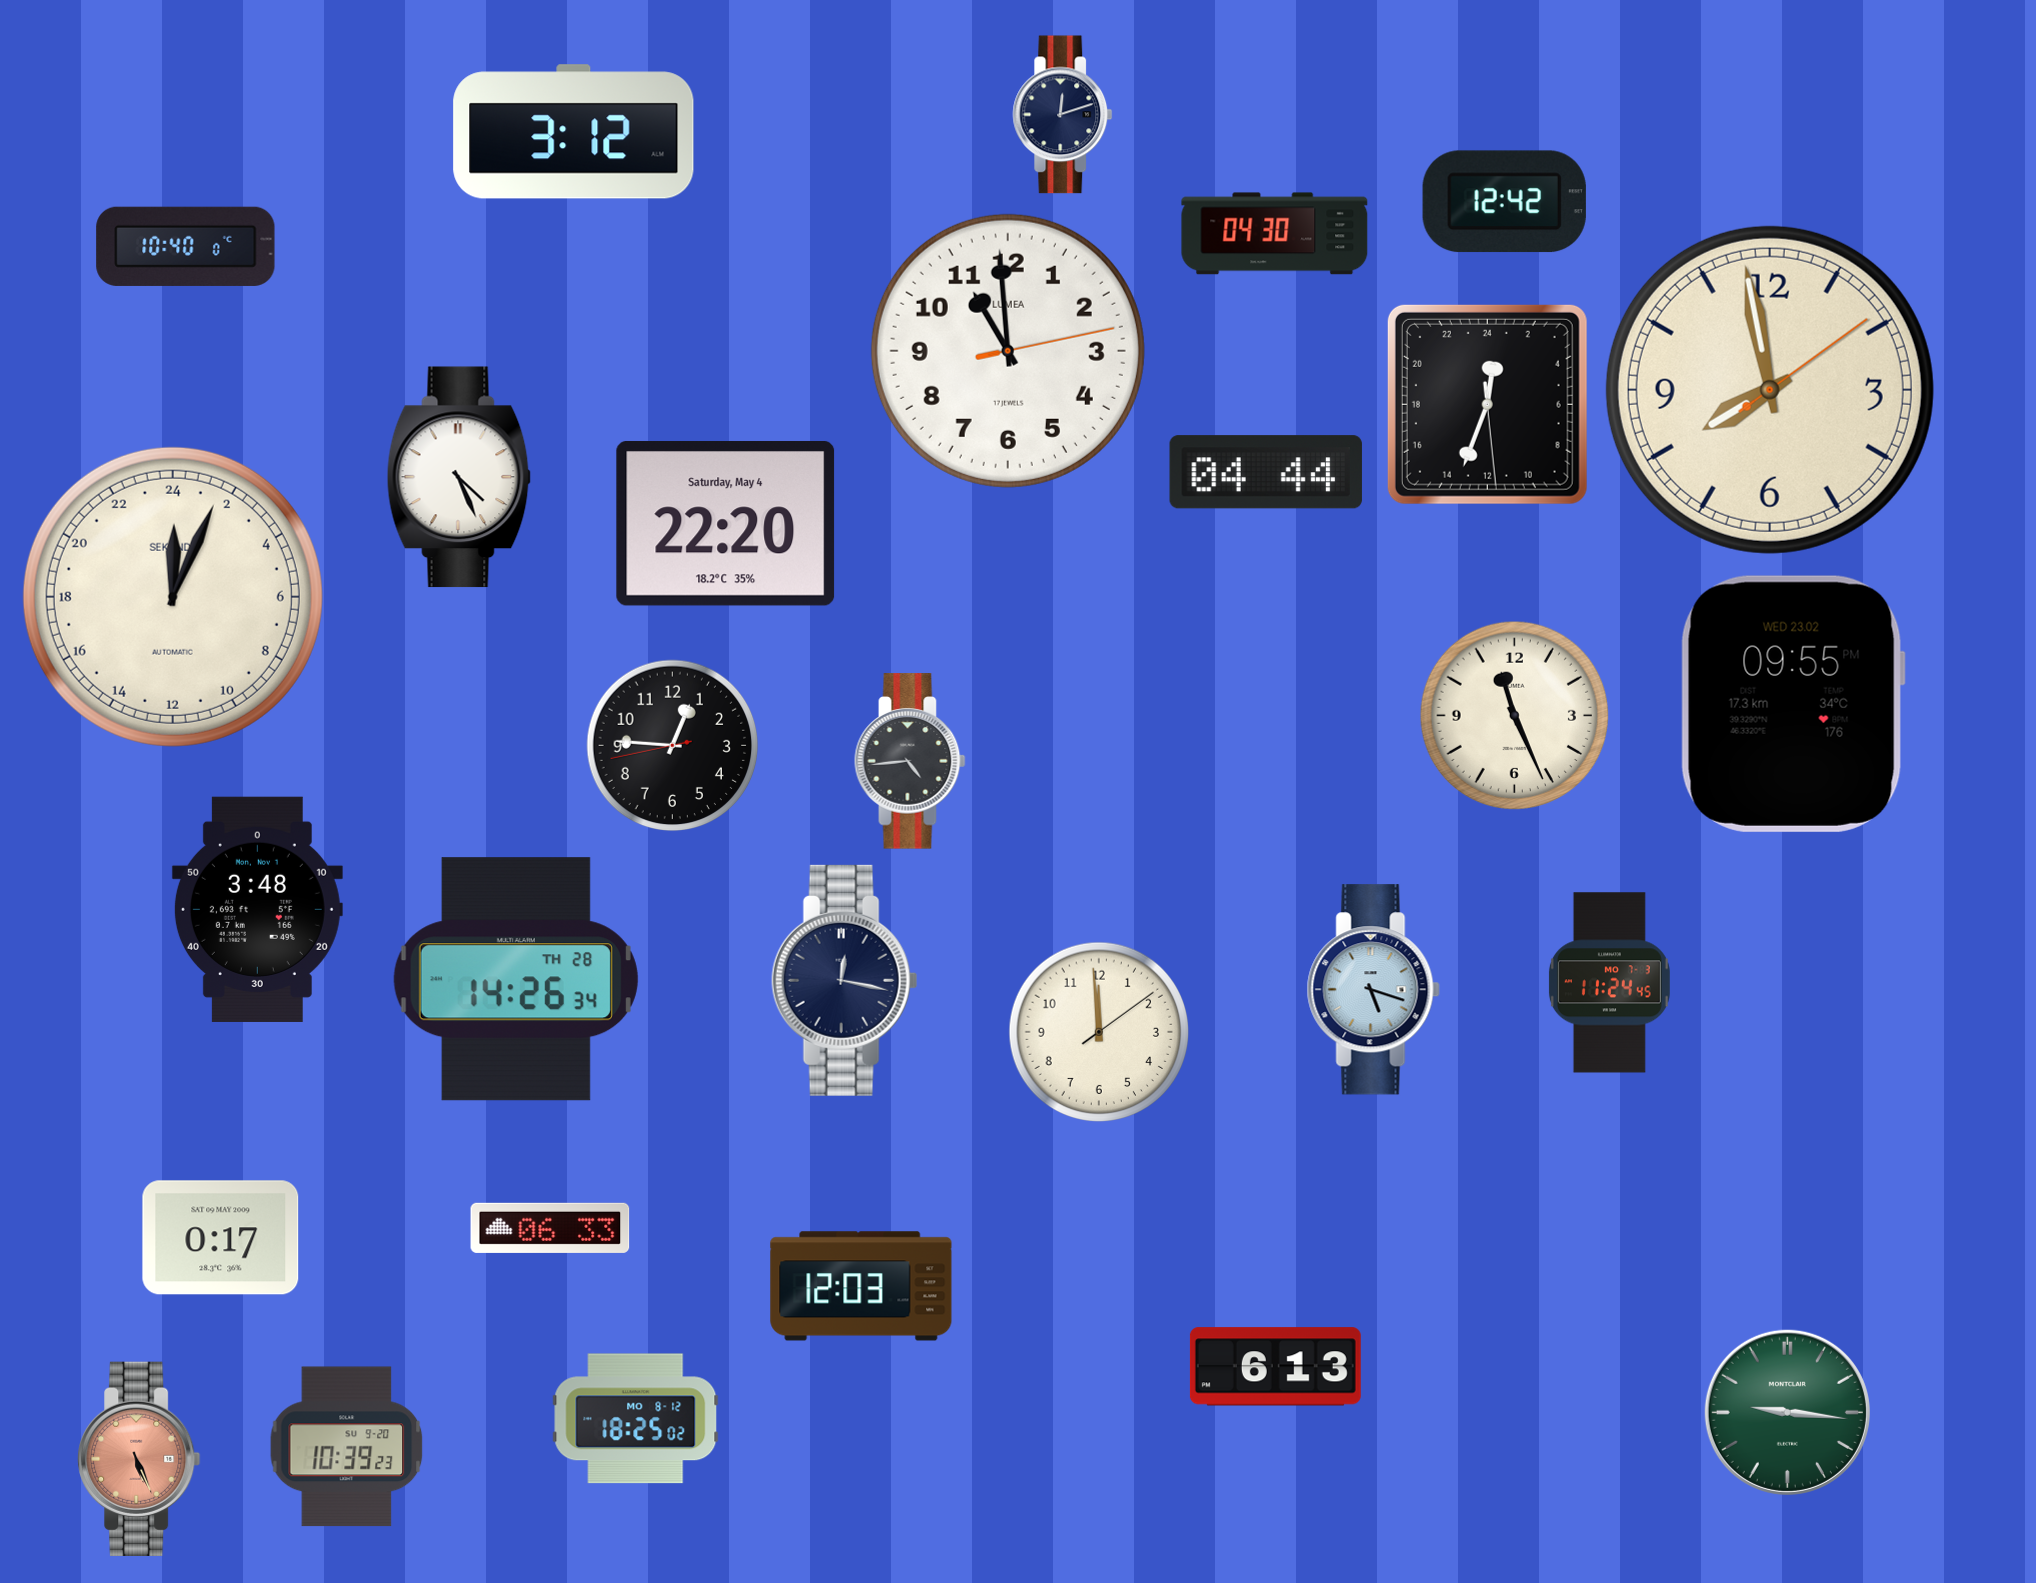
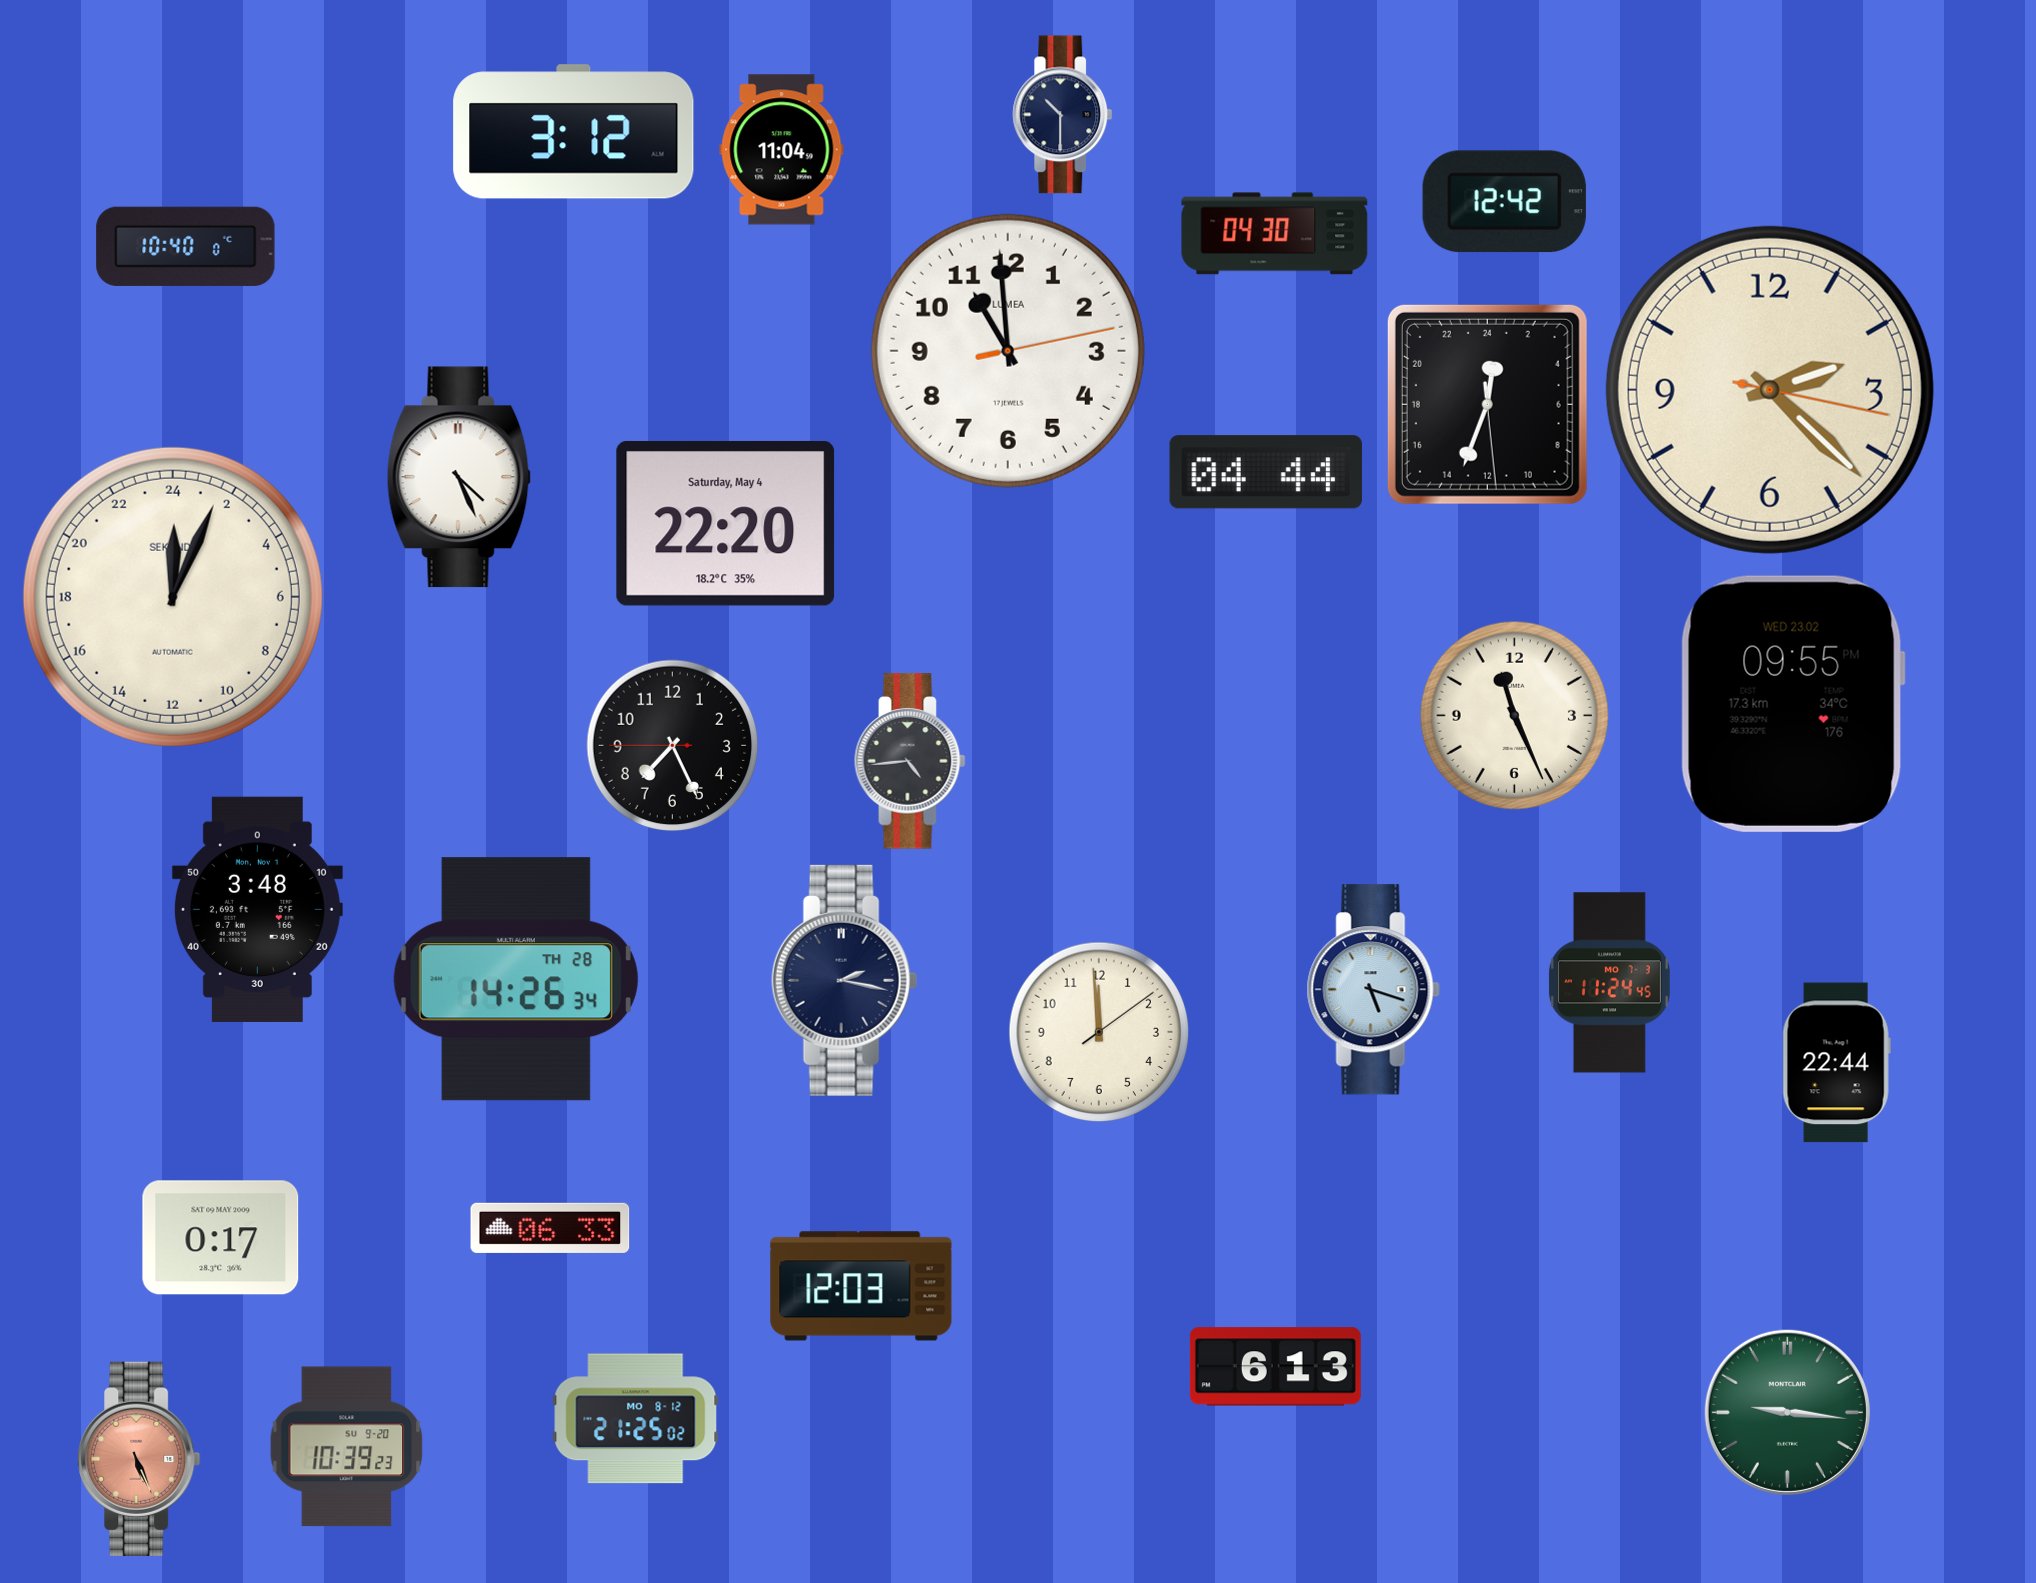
clock at (1063, 115): 12:12 -> 10:30
clock at (782, 150): none -> 11:04
clock at (1770, 390): 7:58 -> 2:22
clock at (673, 746): 12:45 -> 7:25
clock at (845, 980): 12:17 -> 2:17
clock at (1836, 1063): none -> 22:44
clock at (636, 1419): 18:25 -> 21:25
